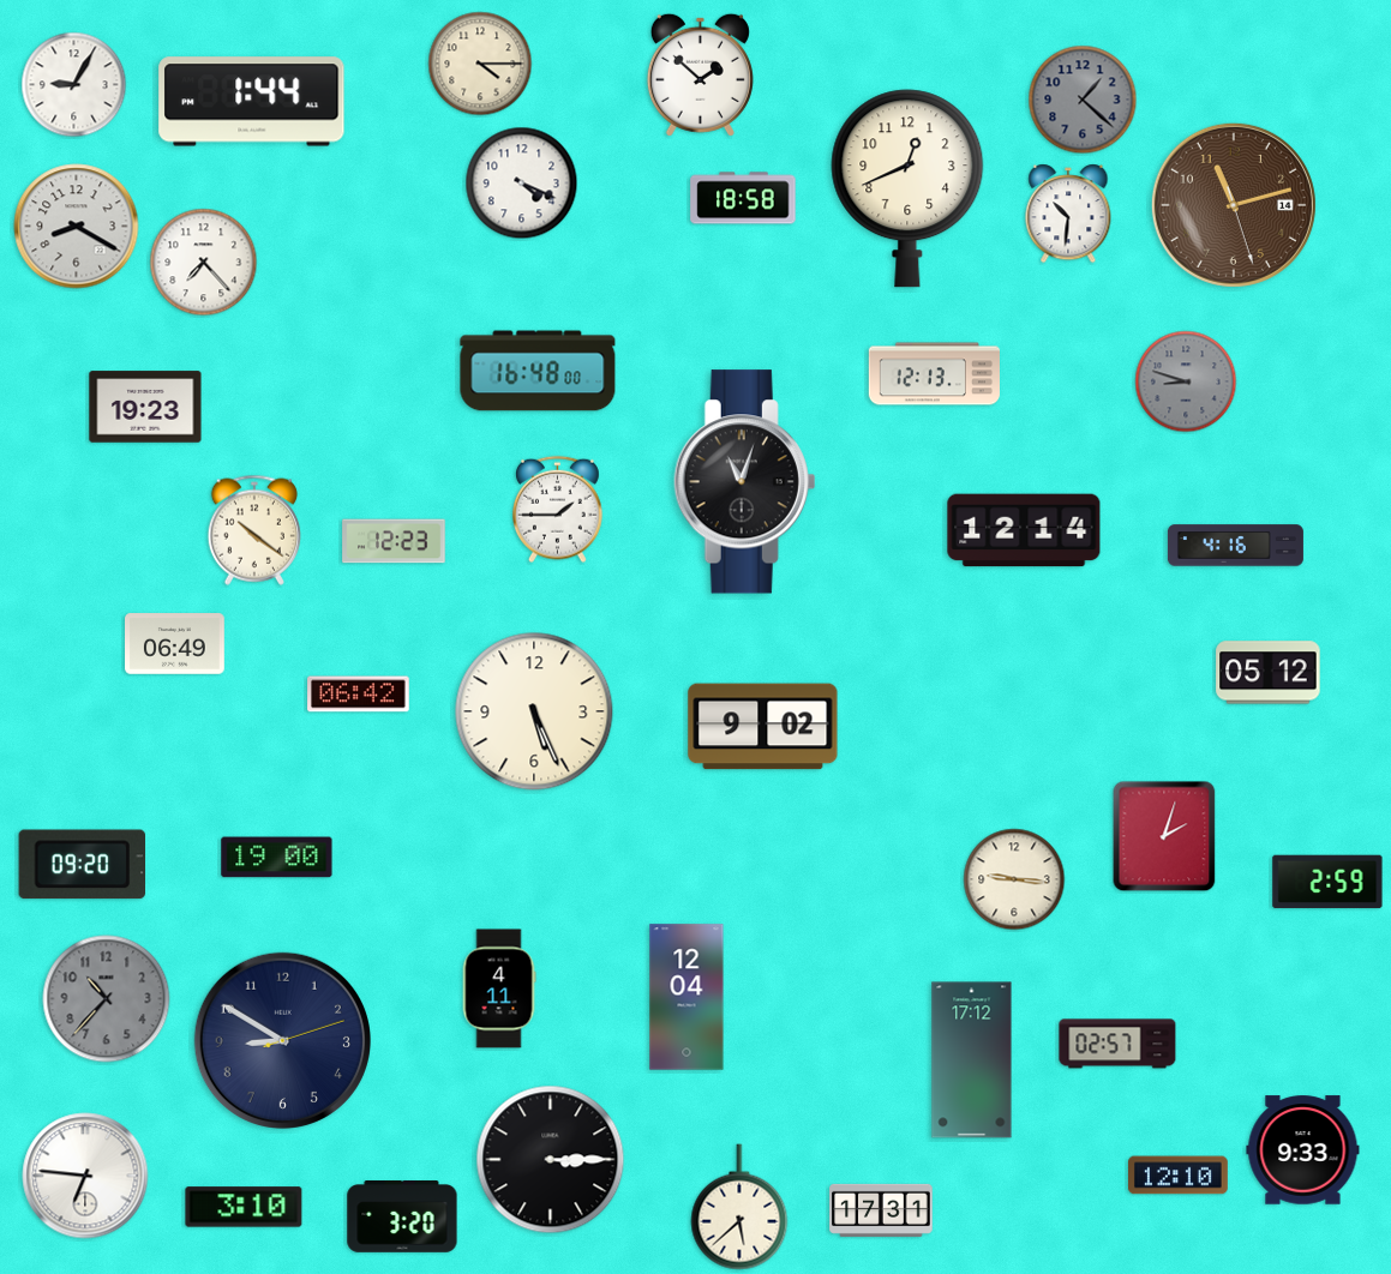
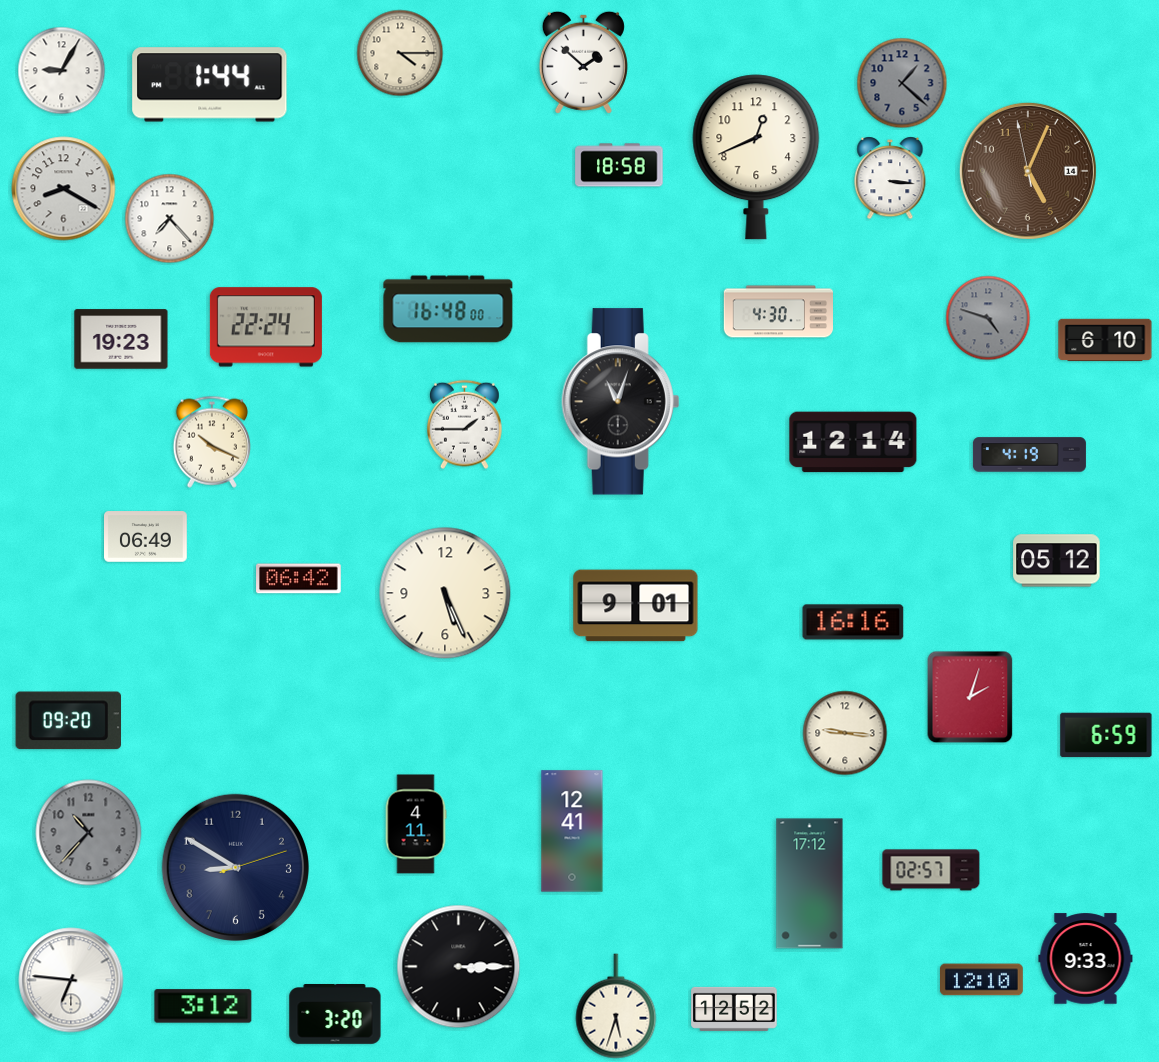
clock at (522, 184): 4:19 -> none
clock at (1234, 205): 11:12 -> 5:03
clock at (1068, 214): 10:31 -> 3:16
clock at (934, 374): 12:13 -> 4:30
clock at (1186, 381): 8:48 -> 4:48
clock at (266, 327): none -> 22:24
clock at (1105, 340): none -> 6:10
clock at (253, 530): 10:21 -> 10:19
clock at (394, 541): 12:23 -> none
clock at (1235, 546): 4:16 -> 4:19
clock at (763, 727): 9:02 -> 9:01
clock at (853, 622): none -> 16:16
clock at (277, 858): 19:00 -> none
clock at (1327, 882): 2:59 -> 6:59
clock at (686, 997): 12:04 -> 12:41
clock at (244, 1207): 3:10 -> 3:12
clock at (739, 1207): 5:38 -> 5:33
clock at (881, 1210): 17:31 -> 12:52
